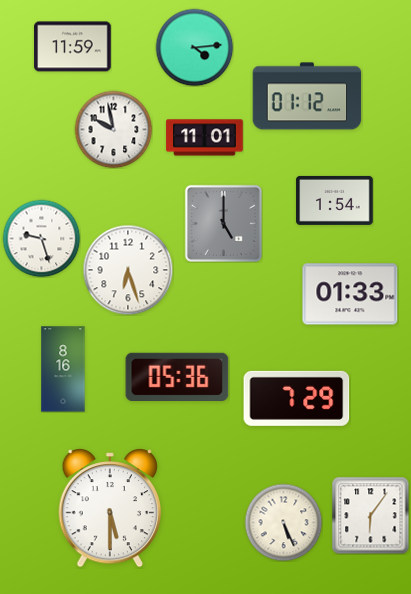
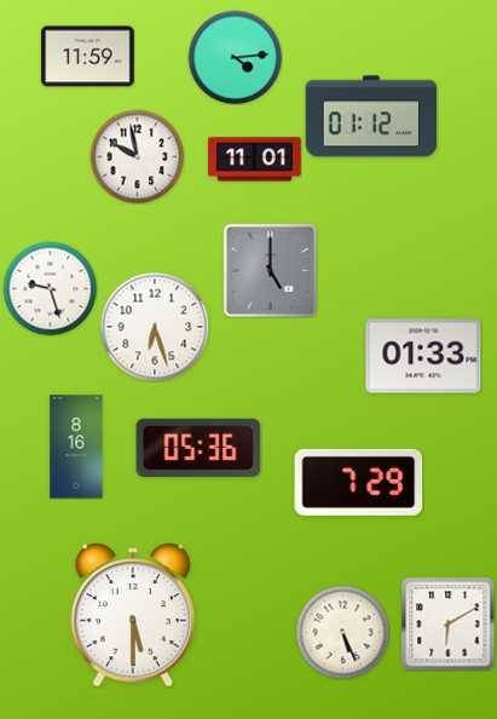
clock at (205, 138) position: (205, 138) -> (255, 160)
clock at (335, 200): 1:54 -> none
clock at (177, 376) position: (177, 376) -> (198, 447)
clock at (370, 515): 6:06 -> 6:10
